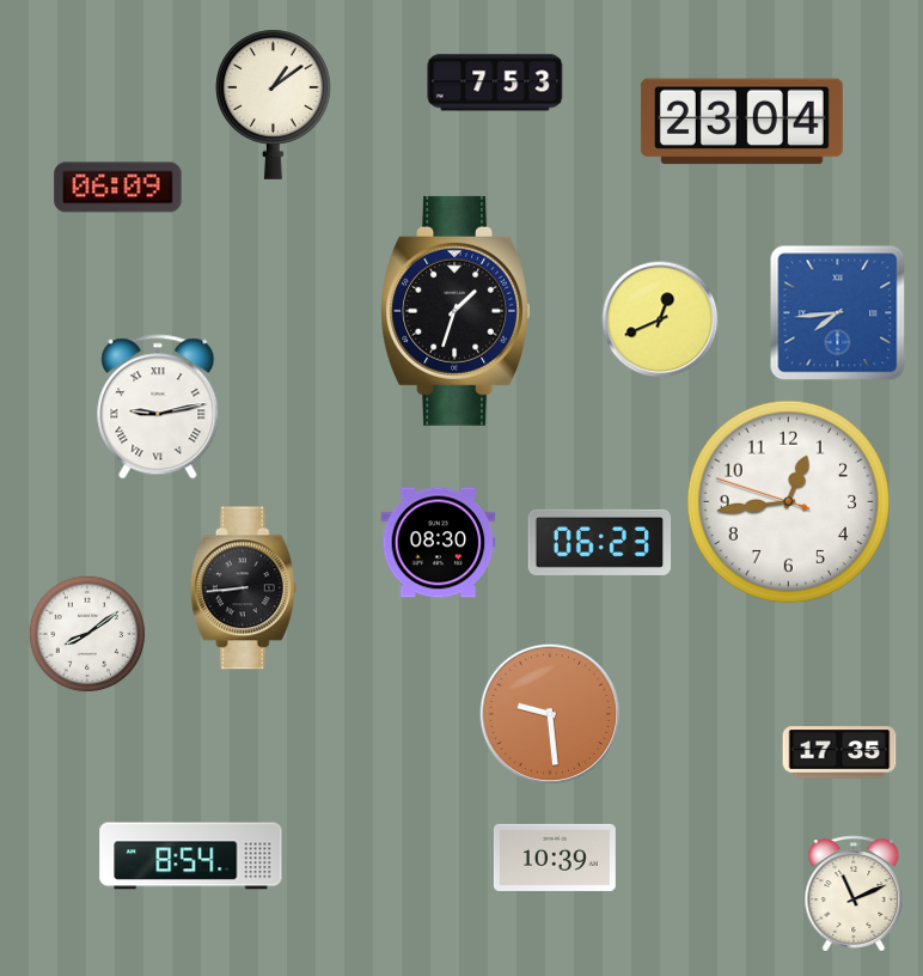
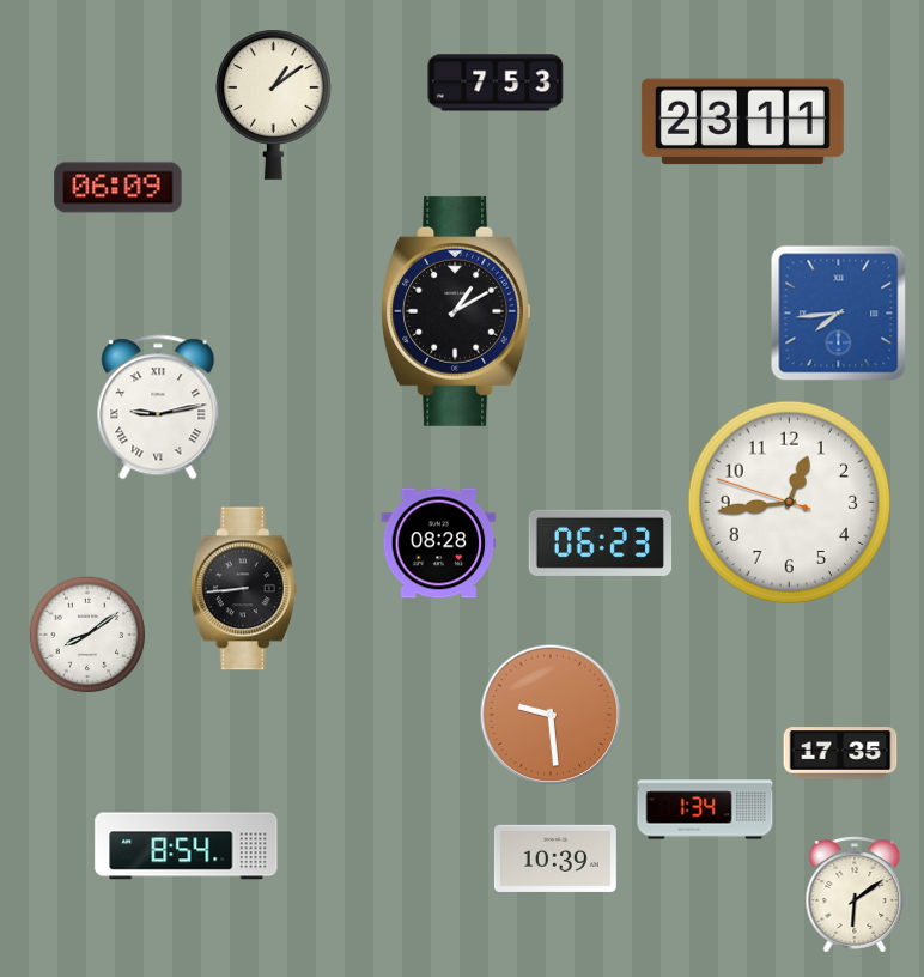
clock at (741, 122): 23:04 -> 23:11
clock at (454, 311): 1:33 -> 1:10
clock at (660, 319): 12:41 -> none
clock at (439, 543): 08:30 -> 08:28
clock at (705, 809): none -> 1:34
clock at (191, 856) position: (191, 856) -> (187, 846)
clock at (854, 893): 11:11 -> 6:09
